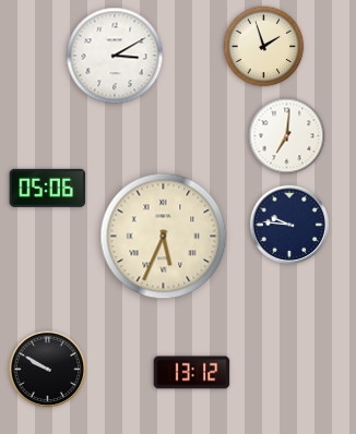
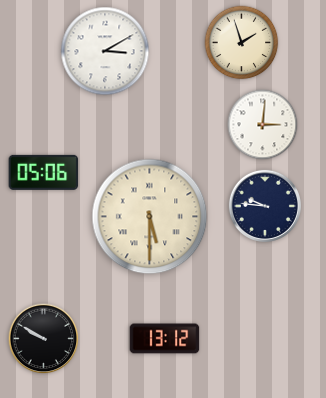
clock at (287, 136): 7:01 -> 3:01
clock at (164, 237): 5:34 -> 5:30
clock at (192, 373) position: (192, 373) -> (165, 339)
